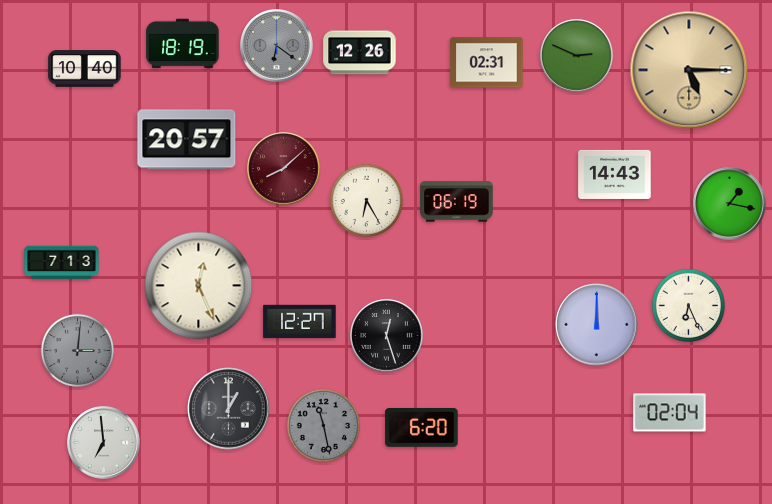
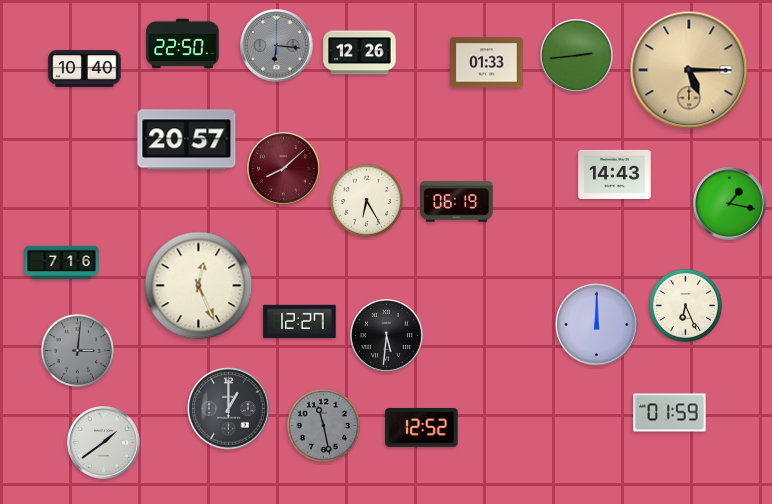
clock at (183, 44): 18:19 -> 22:50
clock at (277, 46): 6:21 -> 6:16
clock at (577, 56): 2:49 -> 2:44
clock at (487, 63): 02:31 -> 01:33
clock at (62, 263): 7:13 -> 7:16
clock at (688, 305) position: (688, 305) -> (685, 305)
clock at (387, 336): 12:27 -> 5:31
clock at (670, 413): 02:04 -> 01:59
clock at (422, 427): 6:20 -> 12:52
clock at (104, 443): 6:59 -> 1:39
